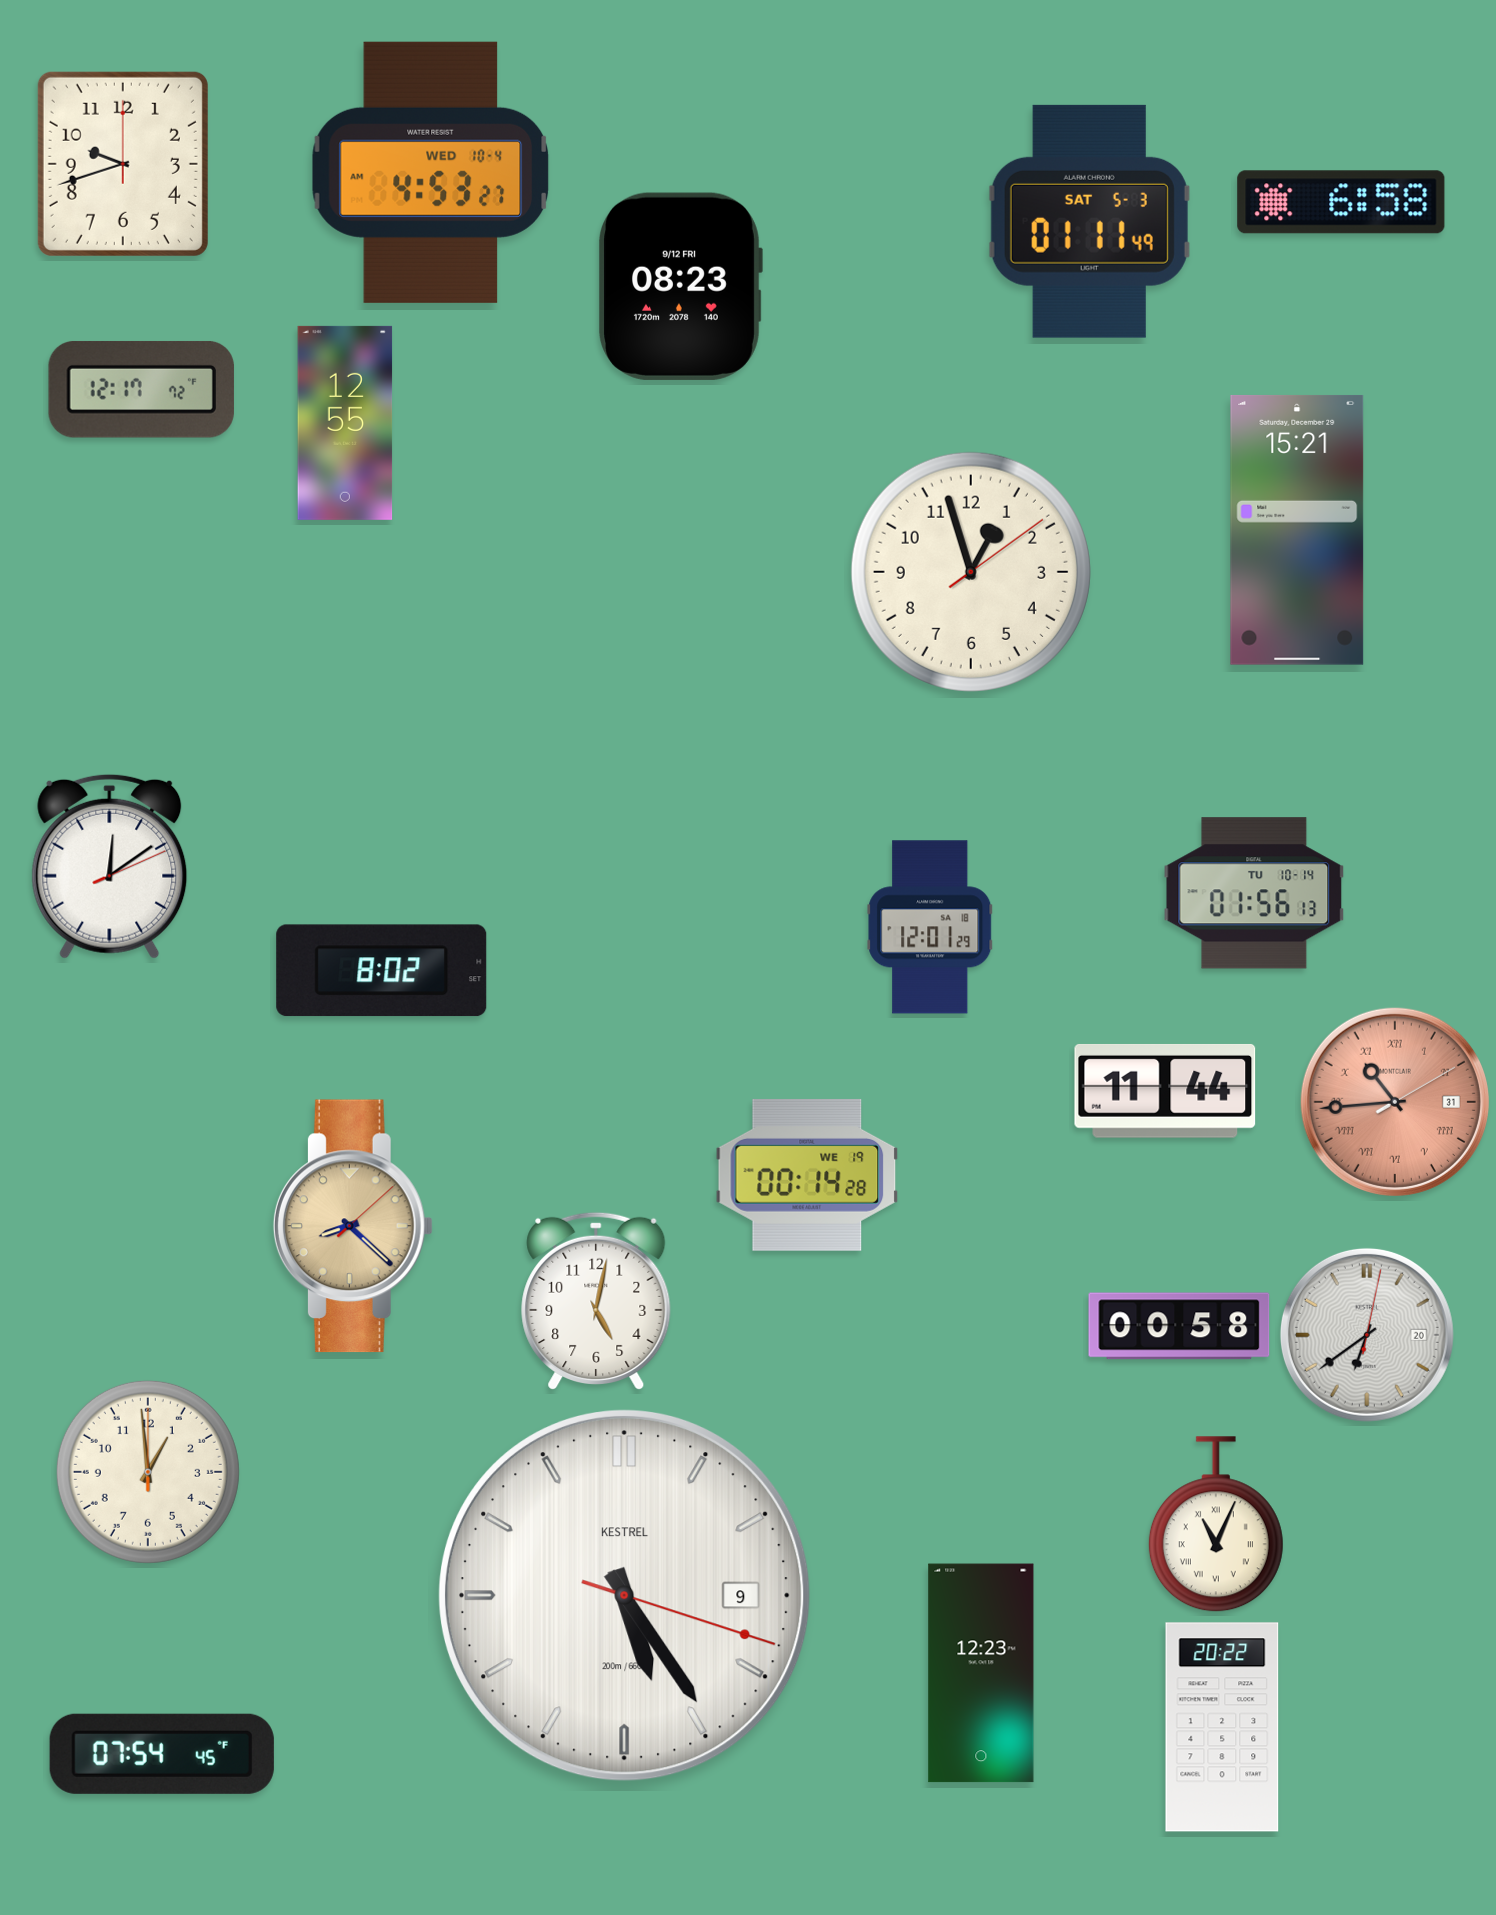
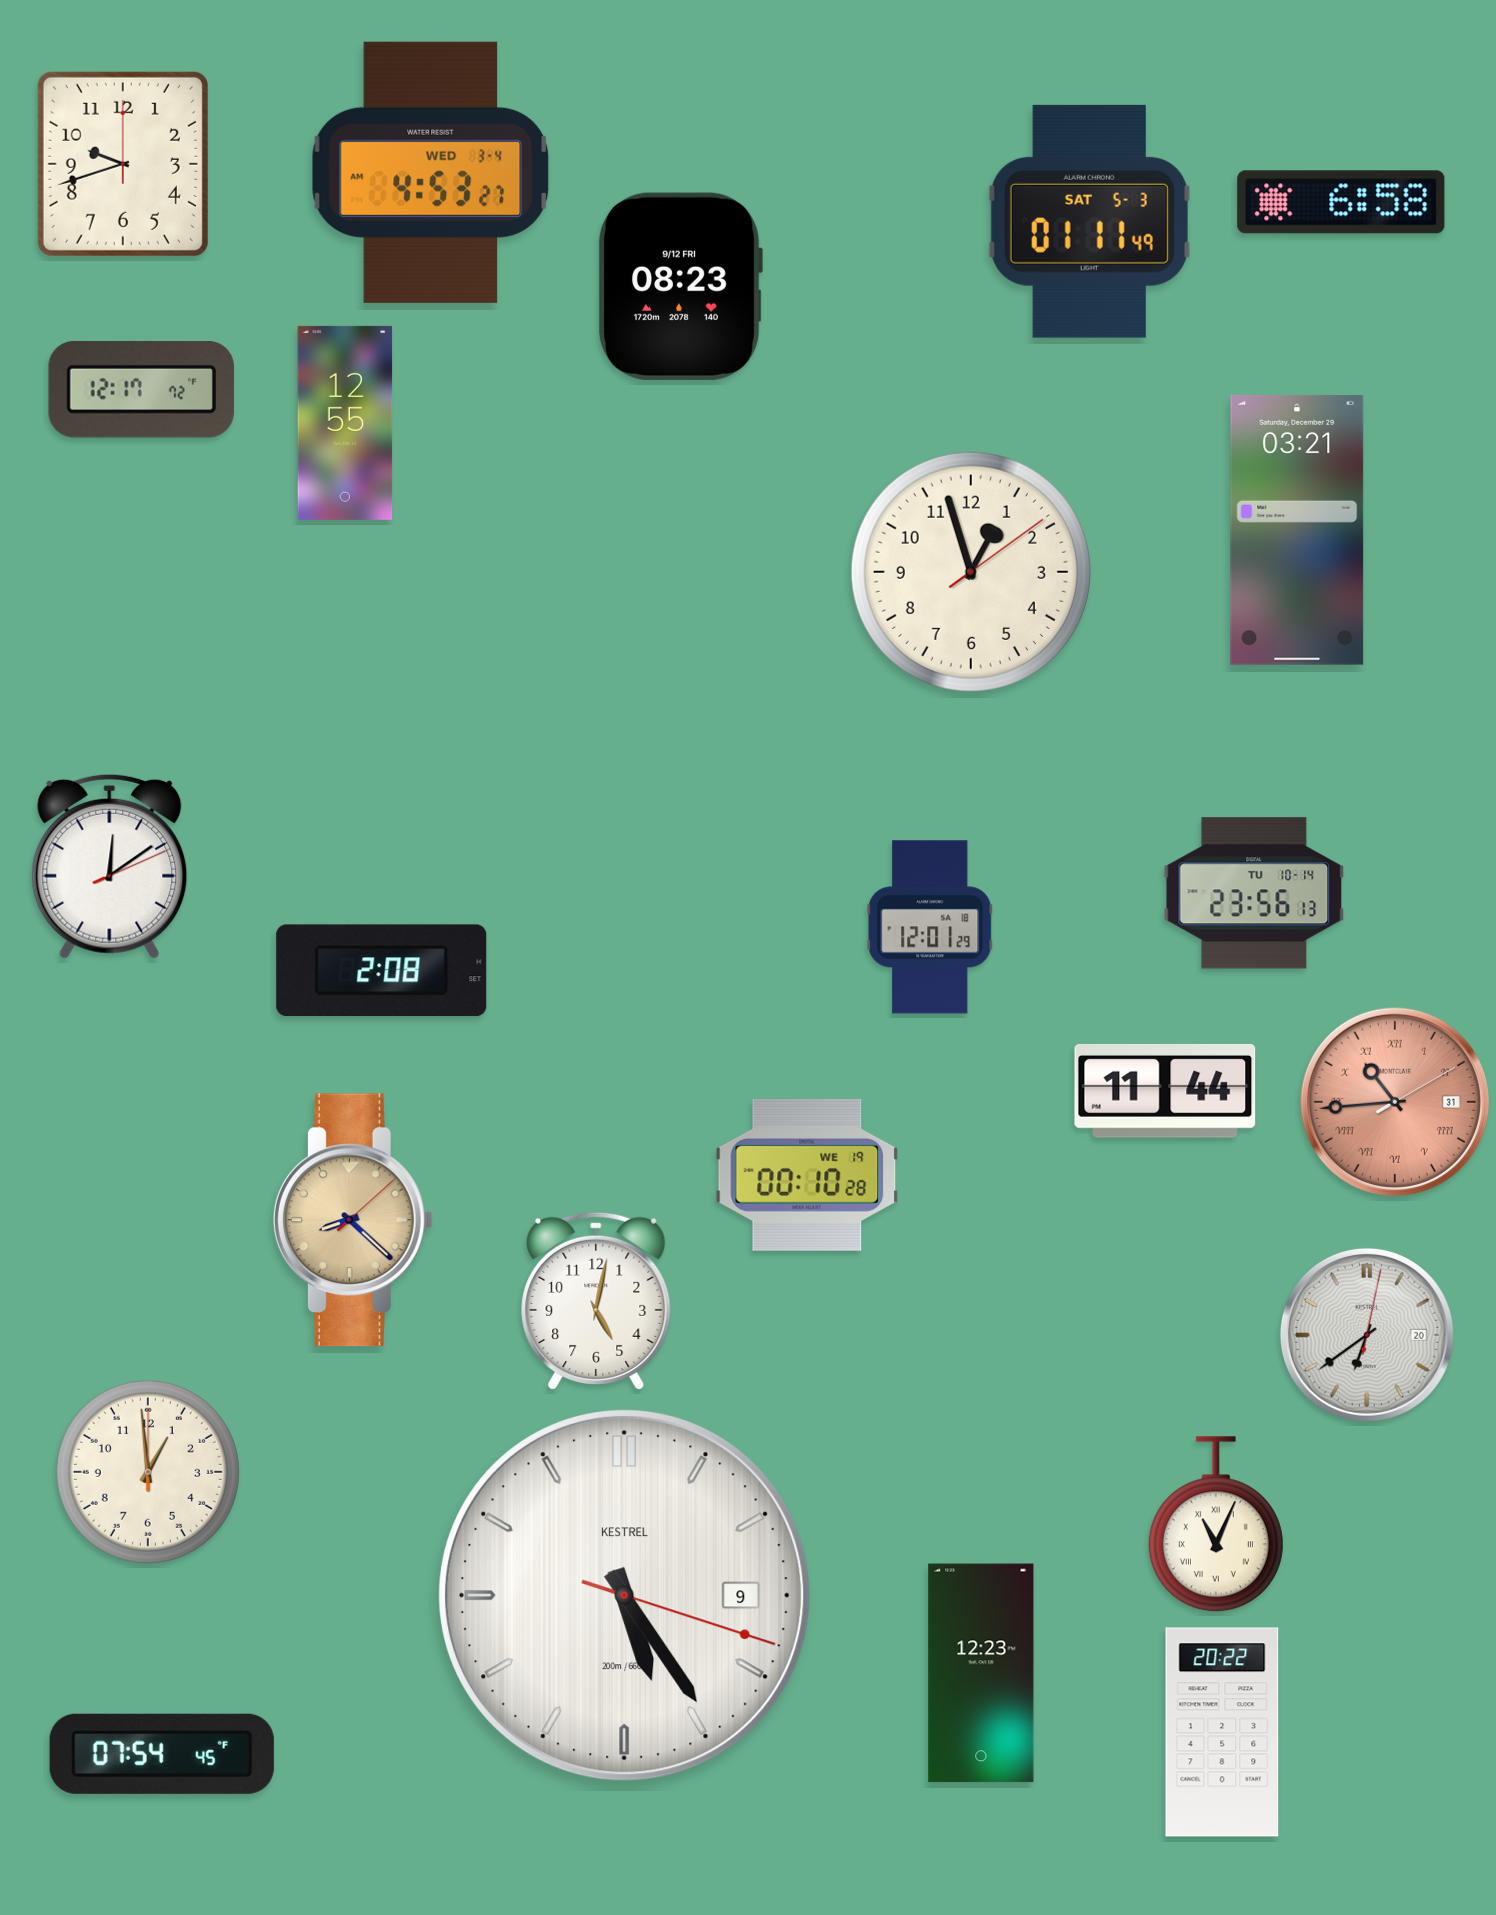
clock at (431, 172) date: WED 10-4 -> WED 3-4
clock at (1297, 530): 15:21 -> 03:21
clock at (1254, 893): 01:56 -> 23:56
clock at (382, 971): 8:02 -> 2:08
clock at (807, 1175): 00:14 -> 00:10
clock at (353, 1226) position: (353, 1226) -> (353, 1220)
clock at (1179, 1326): 00:58 -> none
clock at (1222, 1727) position: (1222, 1727) -> (1222, 1732)
